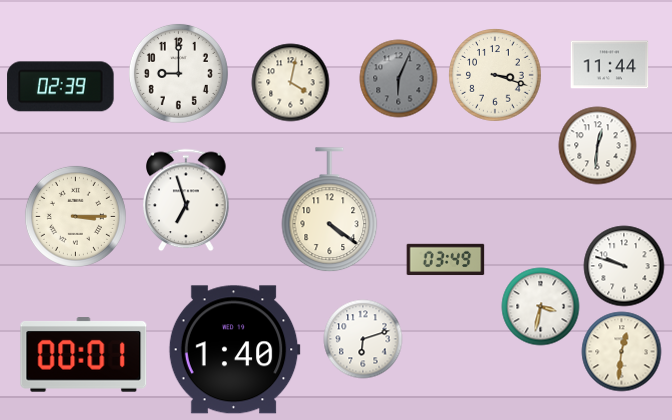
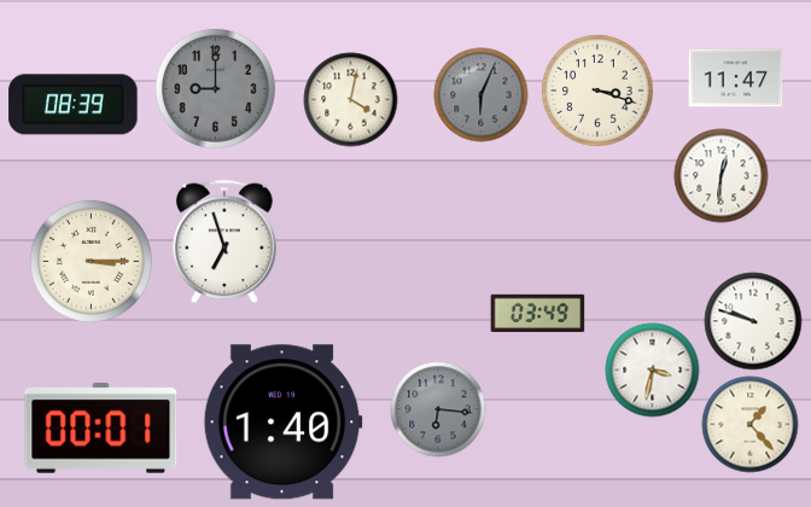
clock at (609, 65): 11:44 -> 11:47
clock at (178, 73) dial: white -> grey
clock at (61, 87): 02:39 -> 08:39
clock at (330, 210): 4:21 -> none
clock at (363, 339): 6:12 -> 6:16
clock at (363, 339) dial: white -> grey
clock at (621, 351): 12:31 -> 1:23
